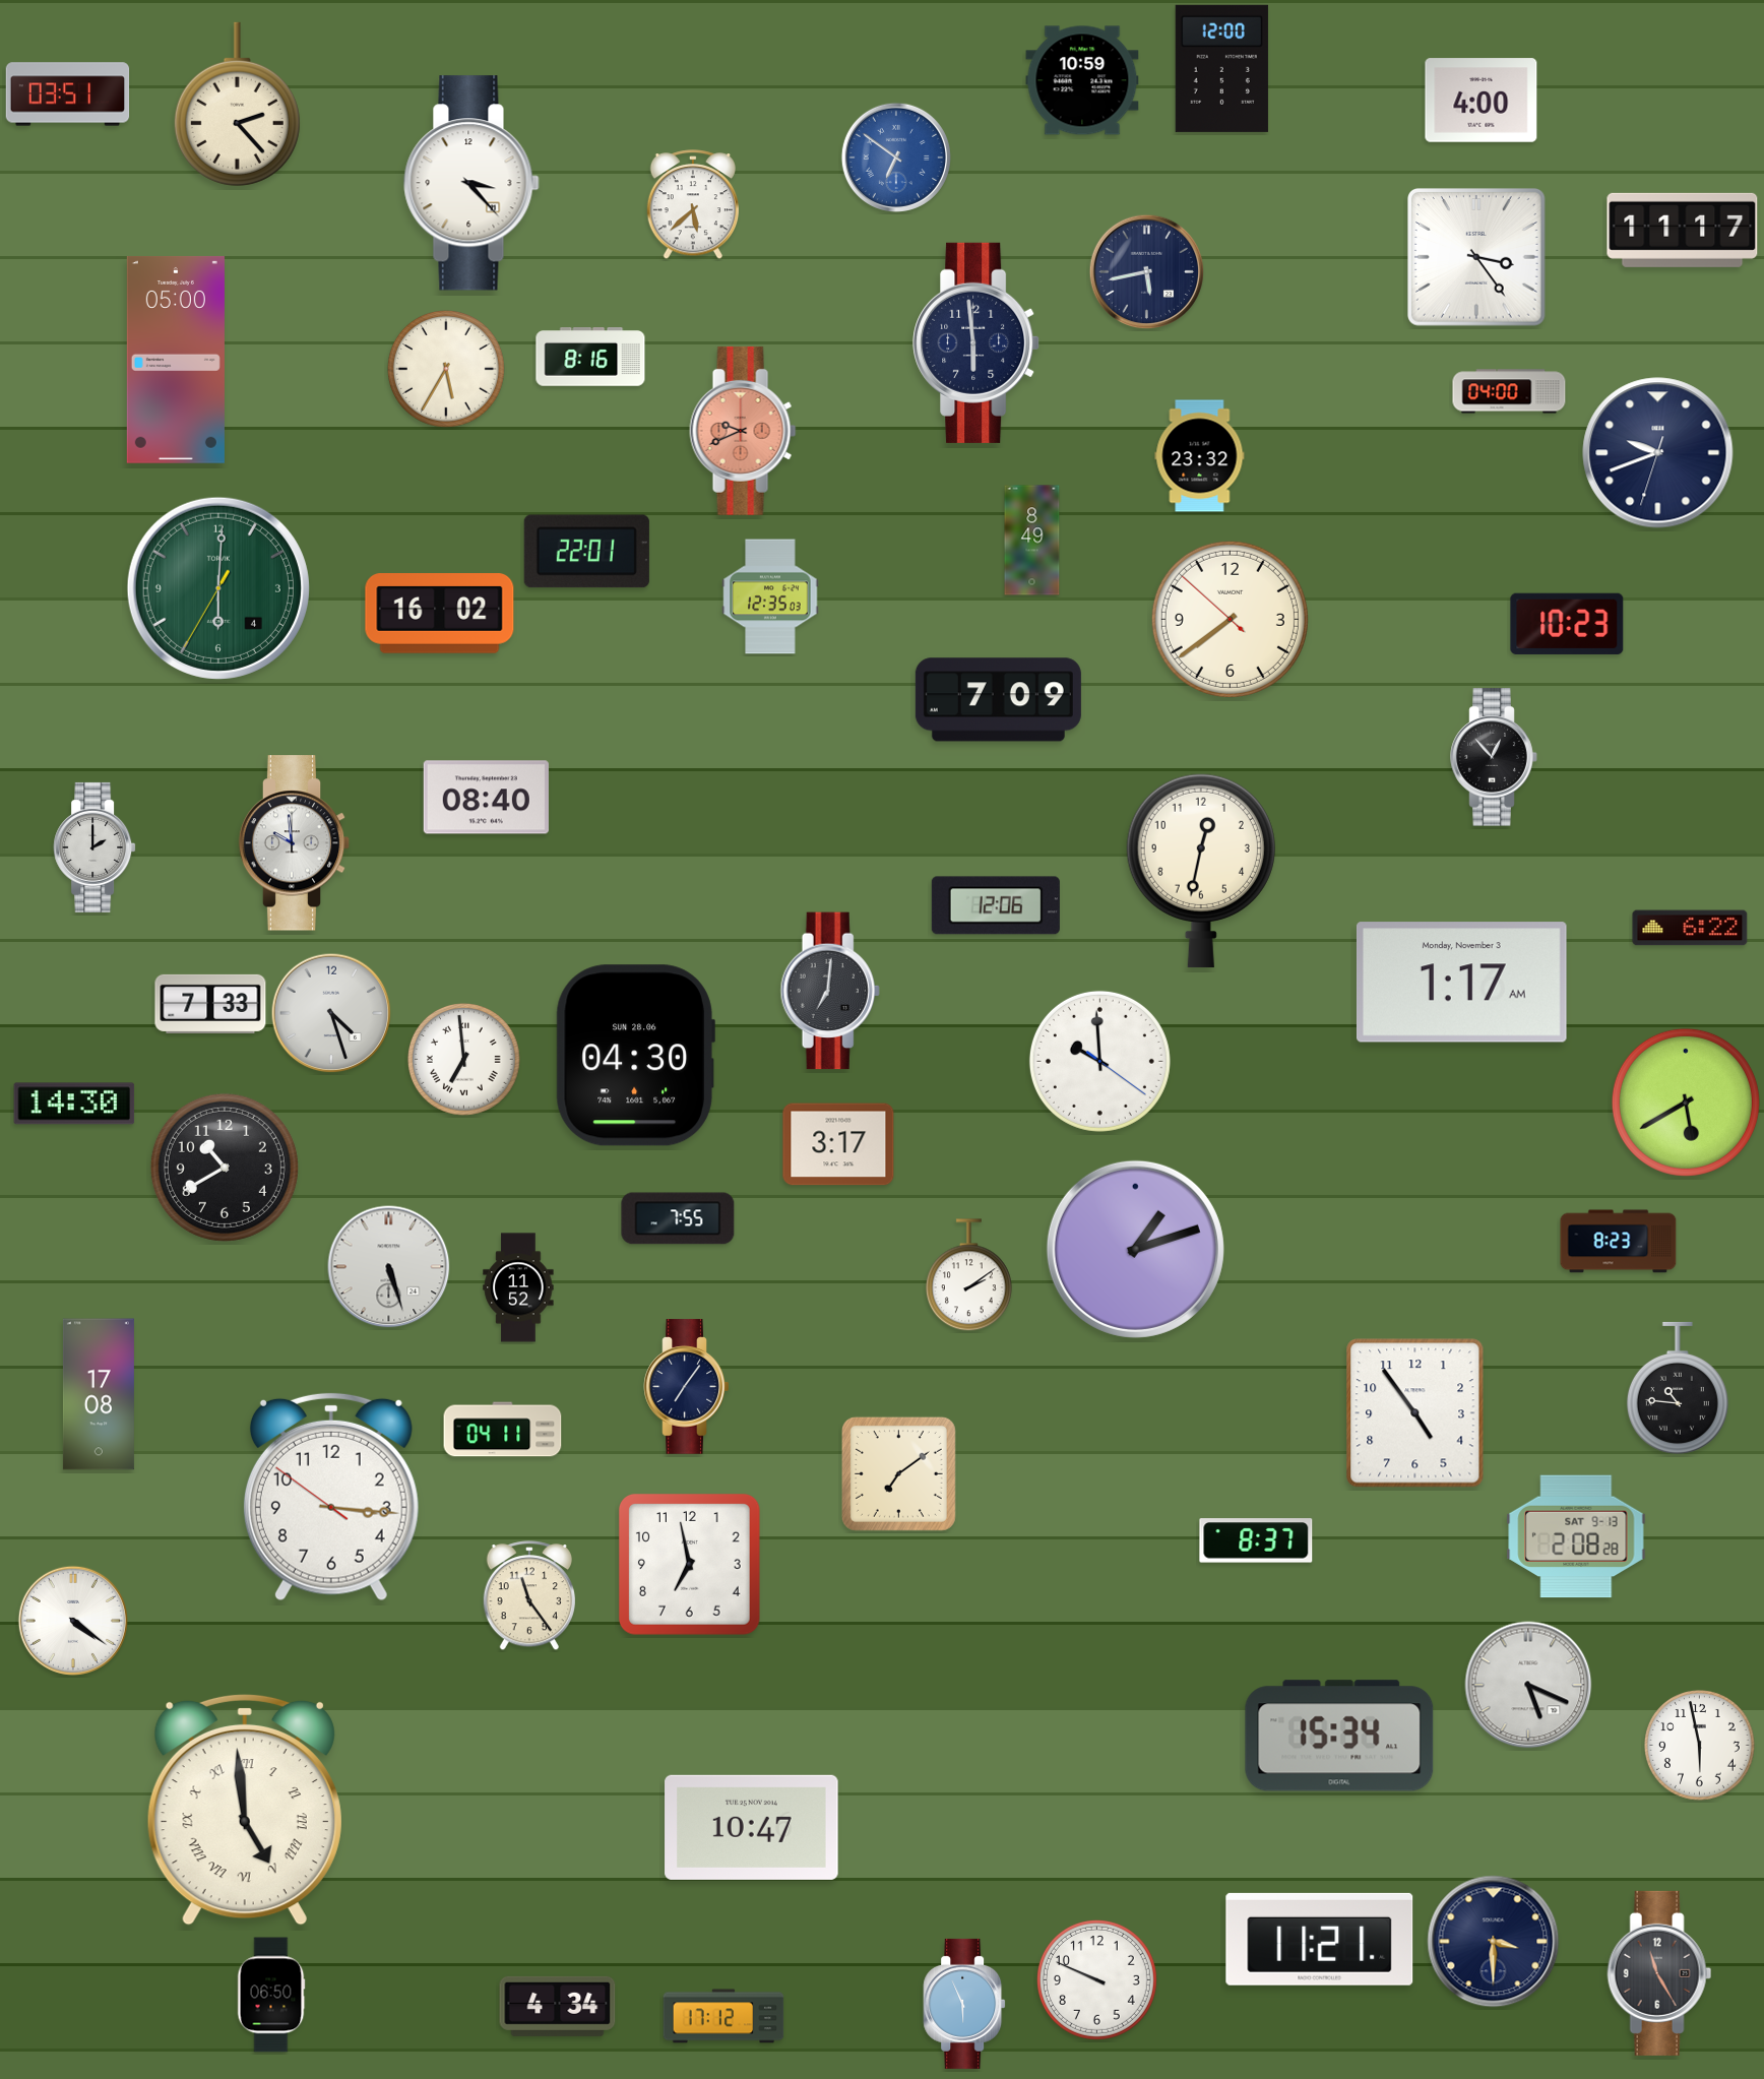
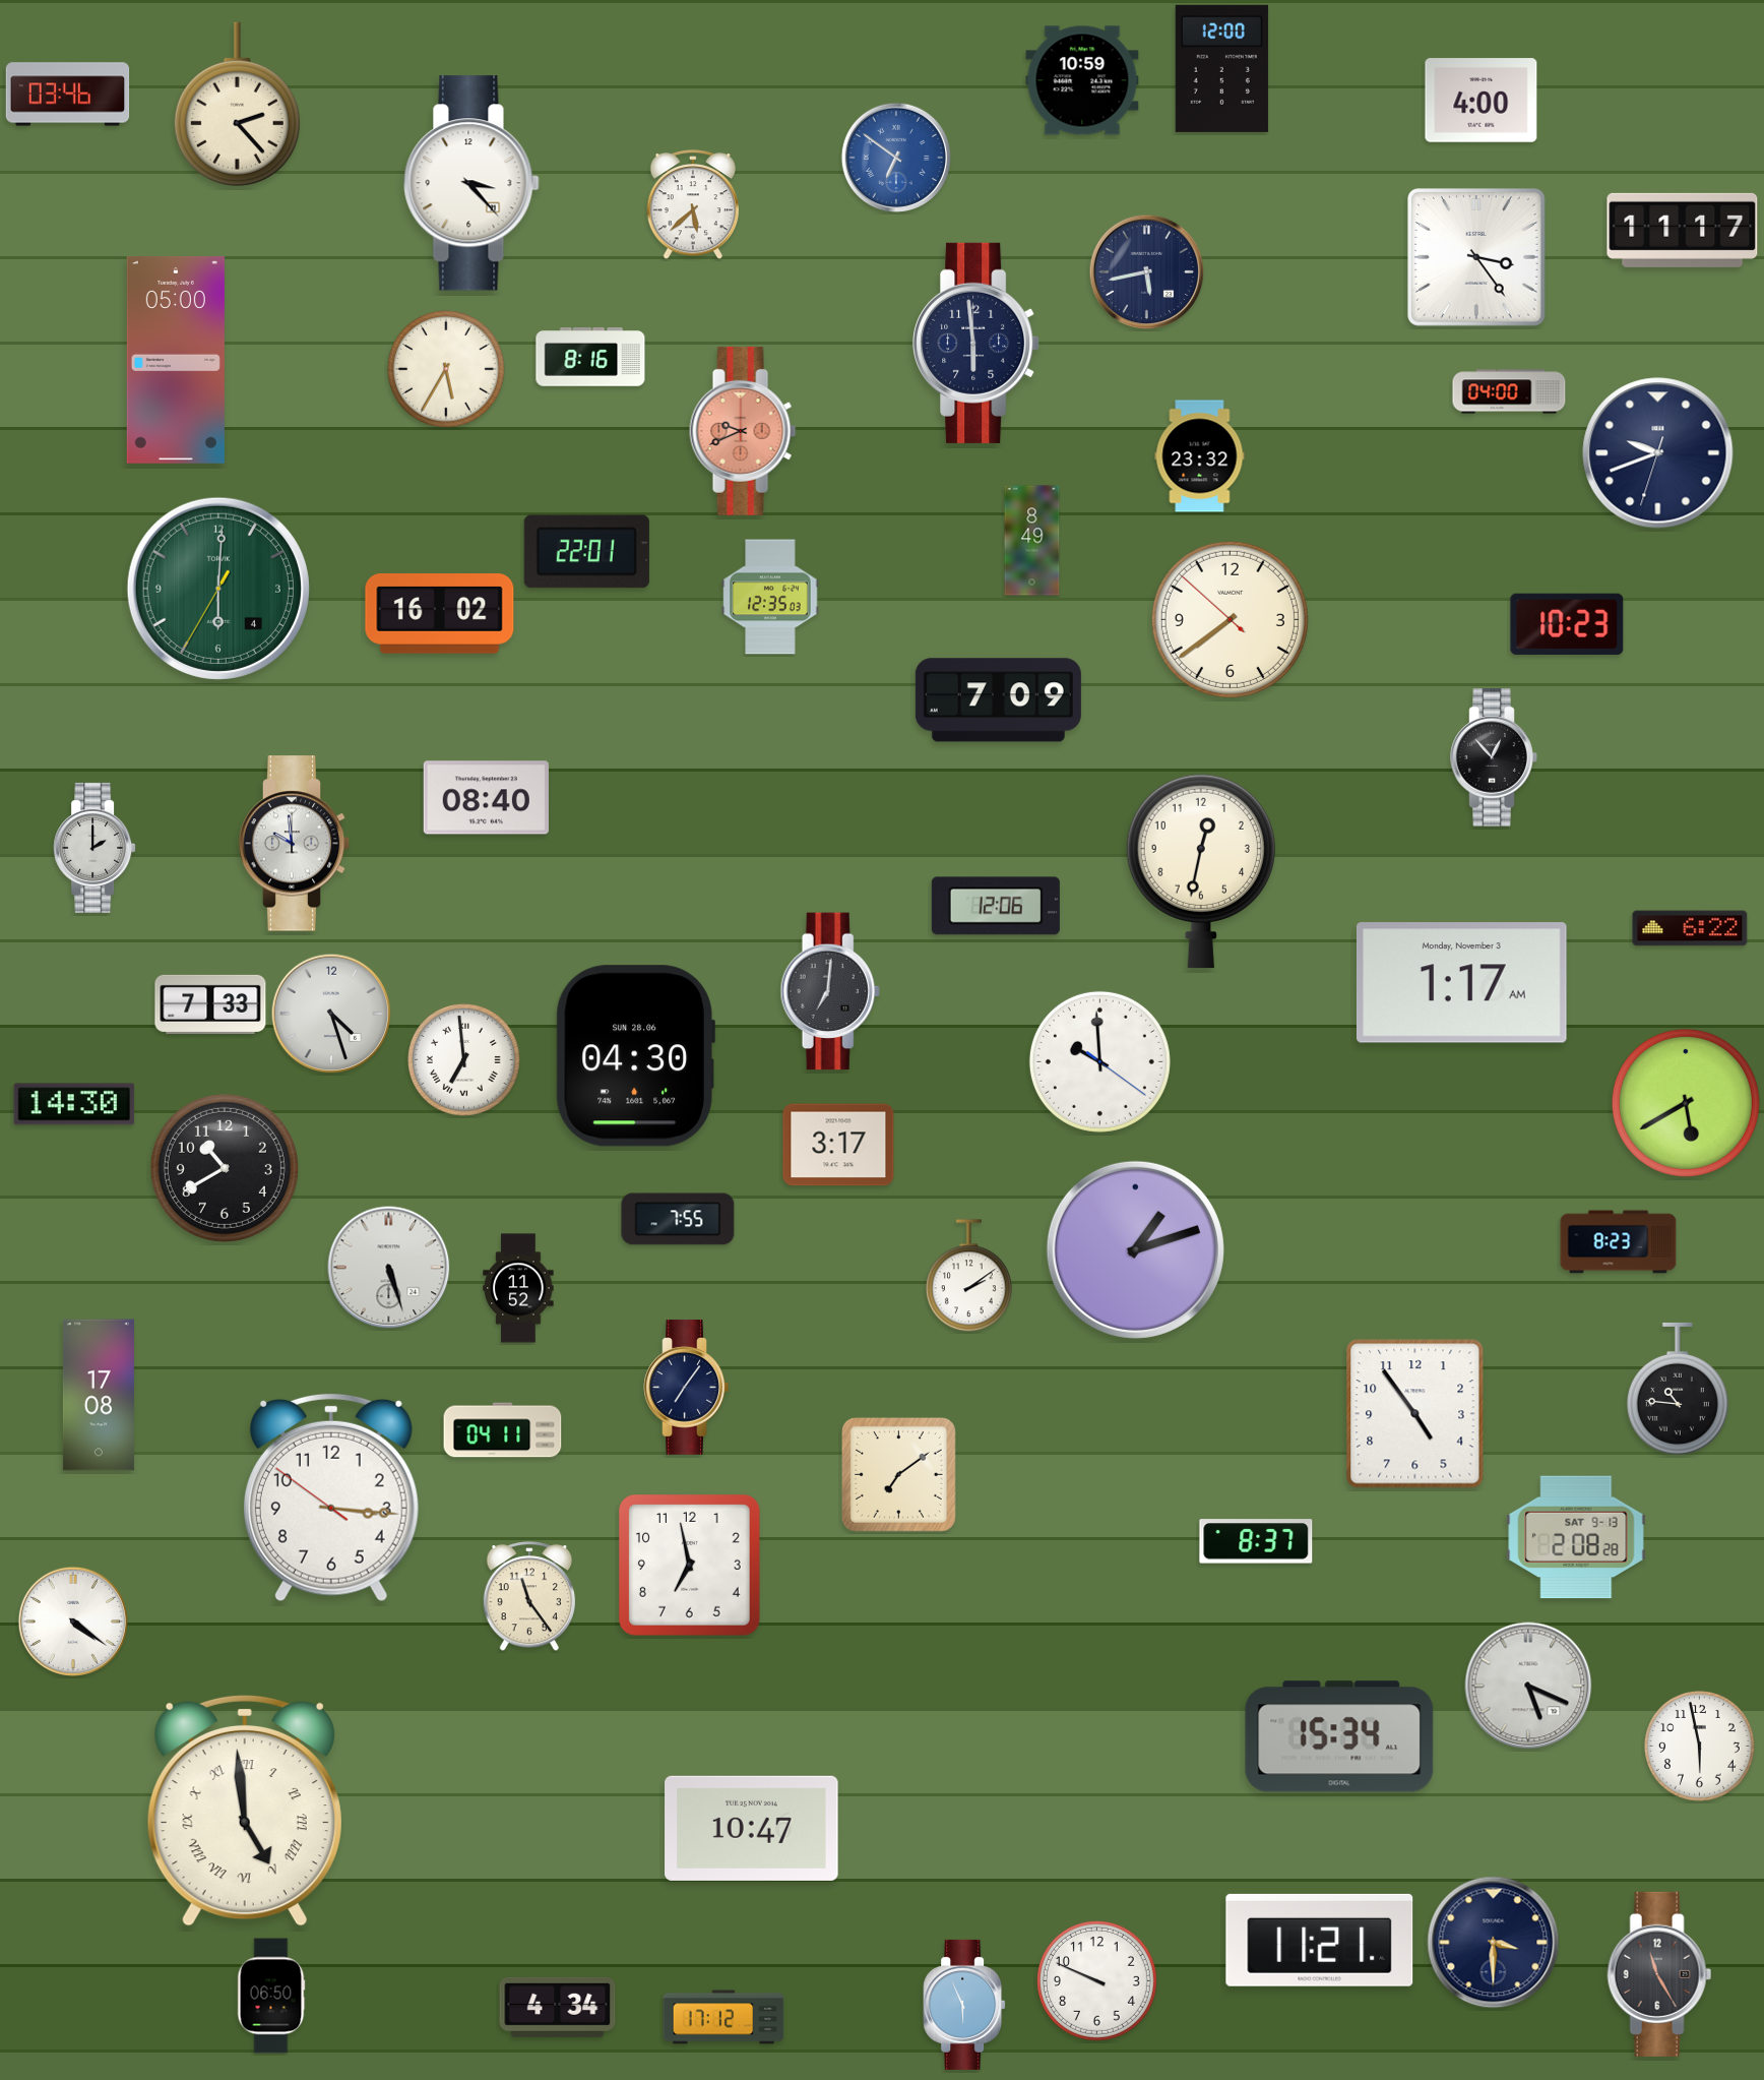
clock at (68, 94): 03:51 -> 03:46
